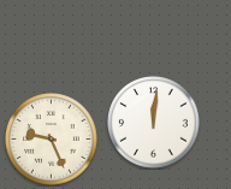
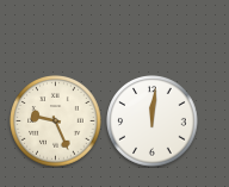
clock at (52, 140) position: (52, 140) -> (56, 121)
